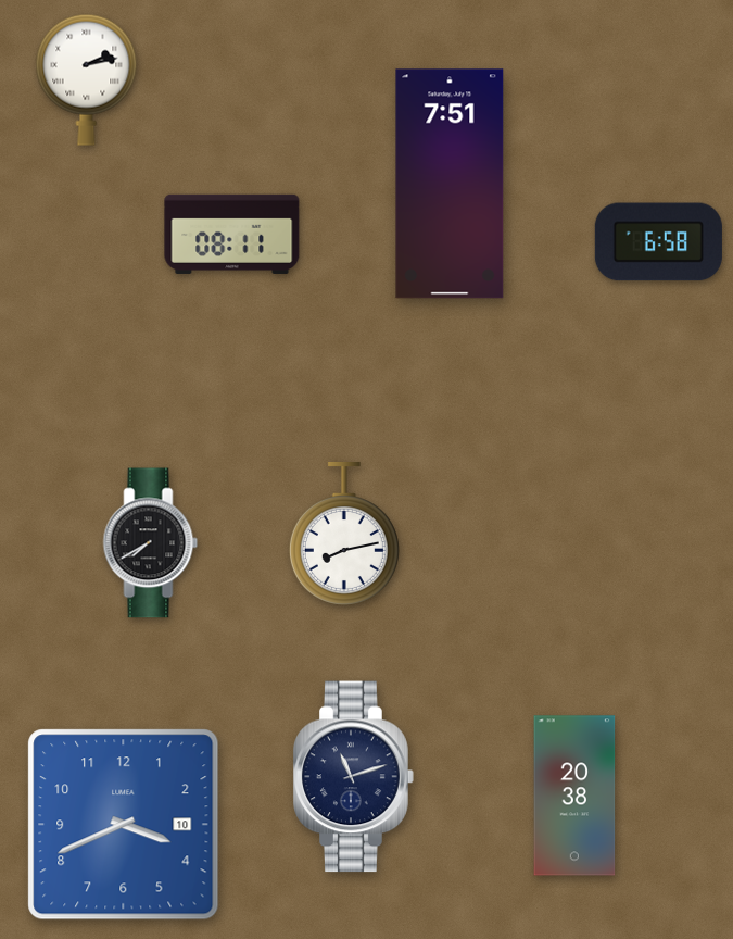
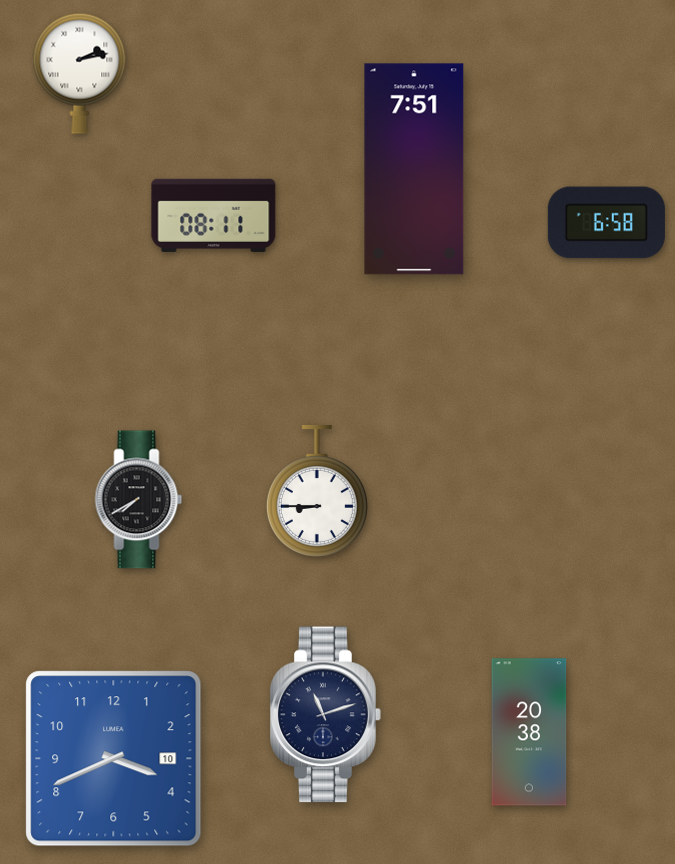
clock at (344, 535): 8:13 -> 8:45
